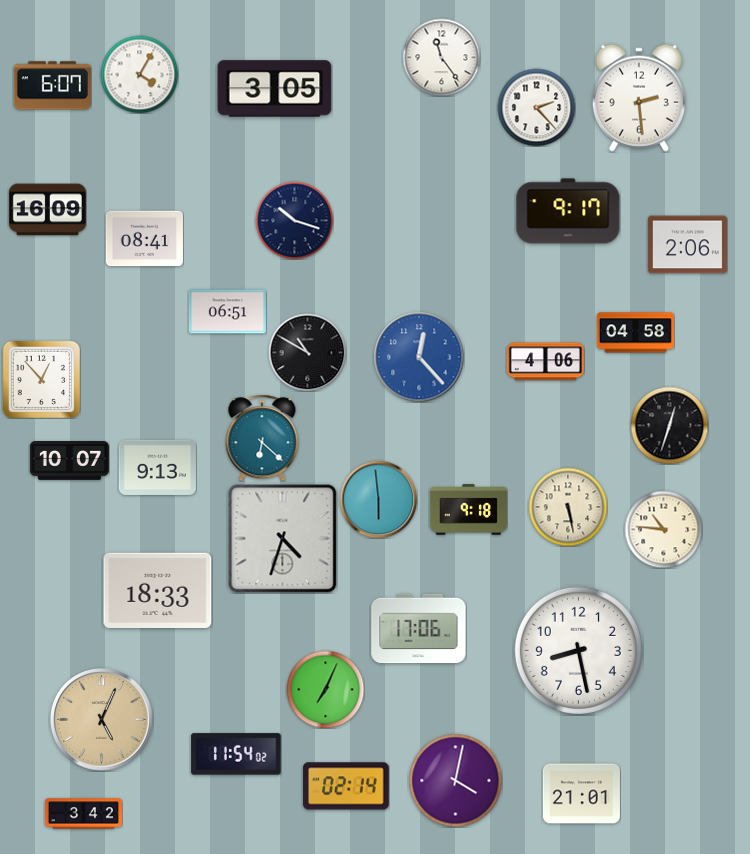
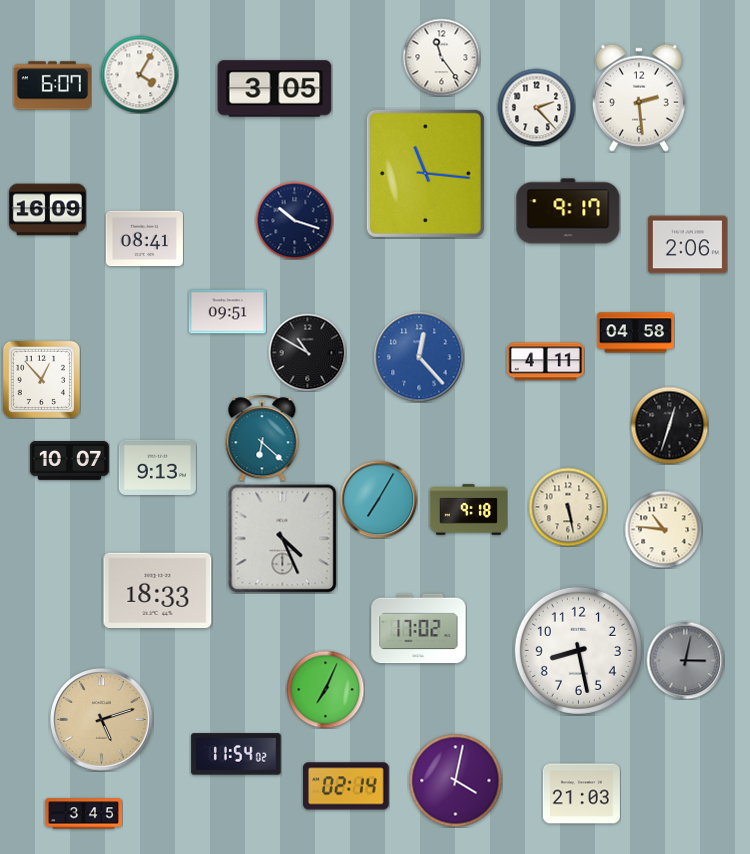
clock at (425, 173): none -> 11:16
clock at (227, 312): 06:51 -> 09:51
clock at (545, 362): 4:06 -> 4:11
clock at (378, 499): 5:59 -> 7:05
clock at (282, 538): 4:33 -> 4:26
clock at (419, 629): 17:06 -> 17:02
clock at (685, 660): none -> 3:02
clock at (102, 720): 5:04 -> 5:12
clock at (581, 794): 21:01 -> 21:03
clock at (83, 814): 3:42 -> 3:45
